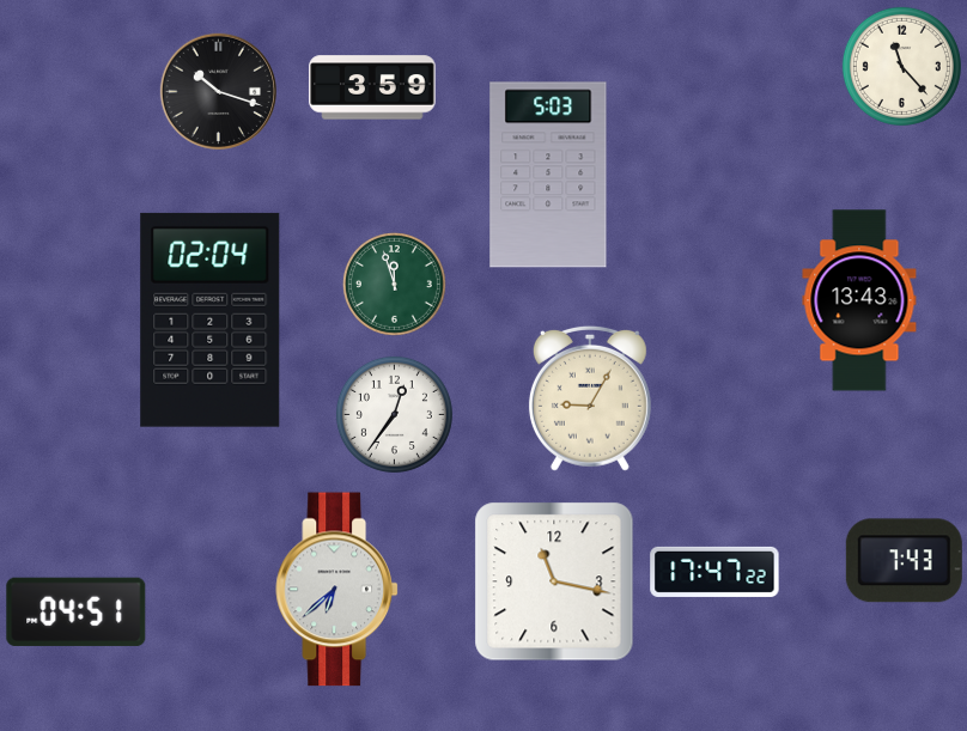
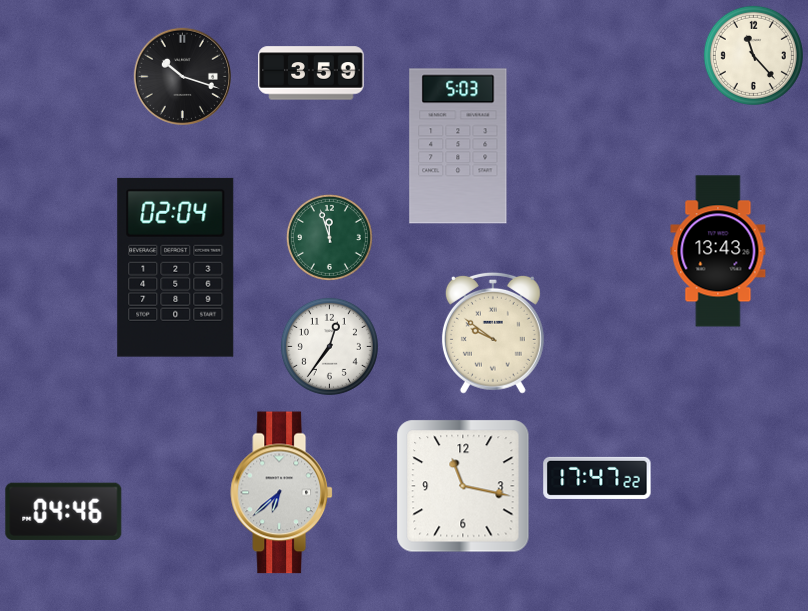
clock at (590, 398): 9:05 -> 9:51
clock at (904, 561): 7:43 -> none
clock at (77, 611): 04:51 -> 04:46
